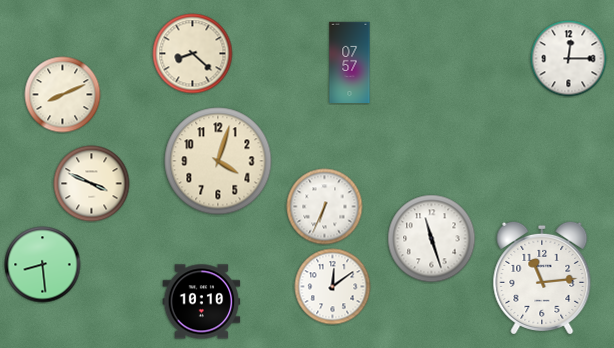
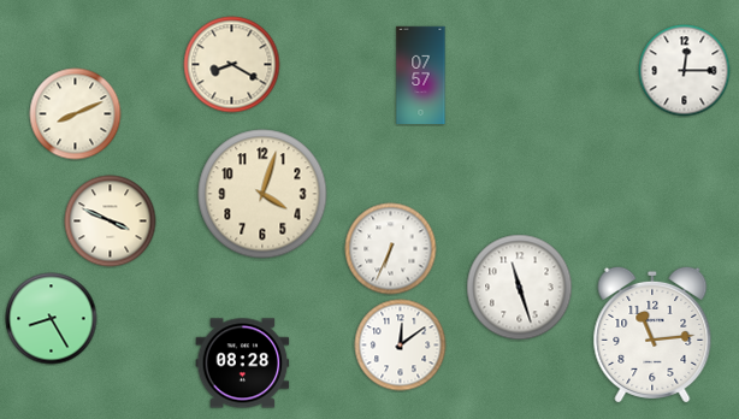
clock at (193, 54): 8:22 -> 8:20
clock at (43, 265): 8:29 -> 8:25
clock at (202, 302): 10:10 -> 08:28
